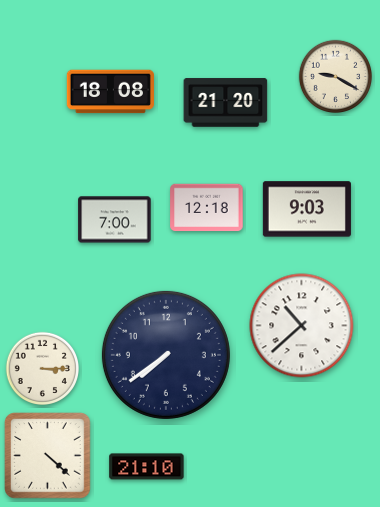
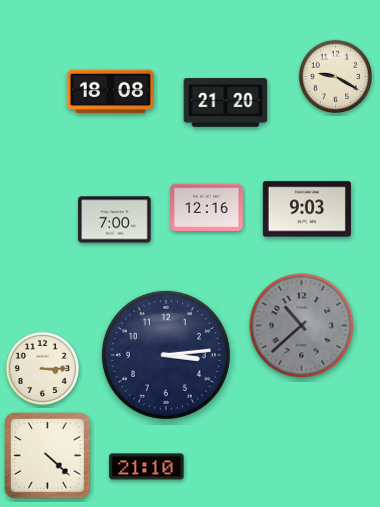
clock at (207, 208): 12:18 -> 12:16
clock at (302, 326) dial: white -> grey
clock at (166, 355): 7:39 -> 3:14
